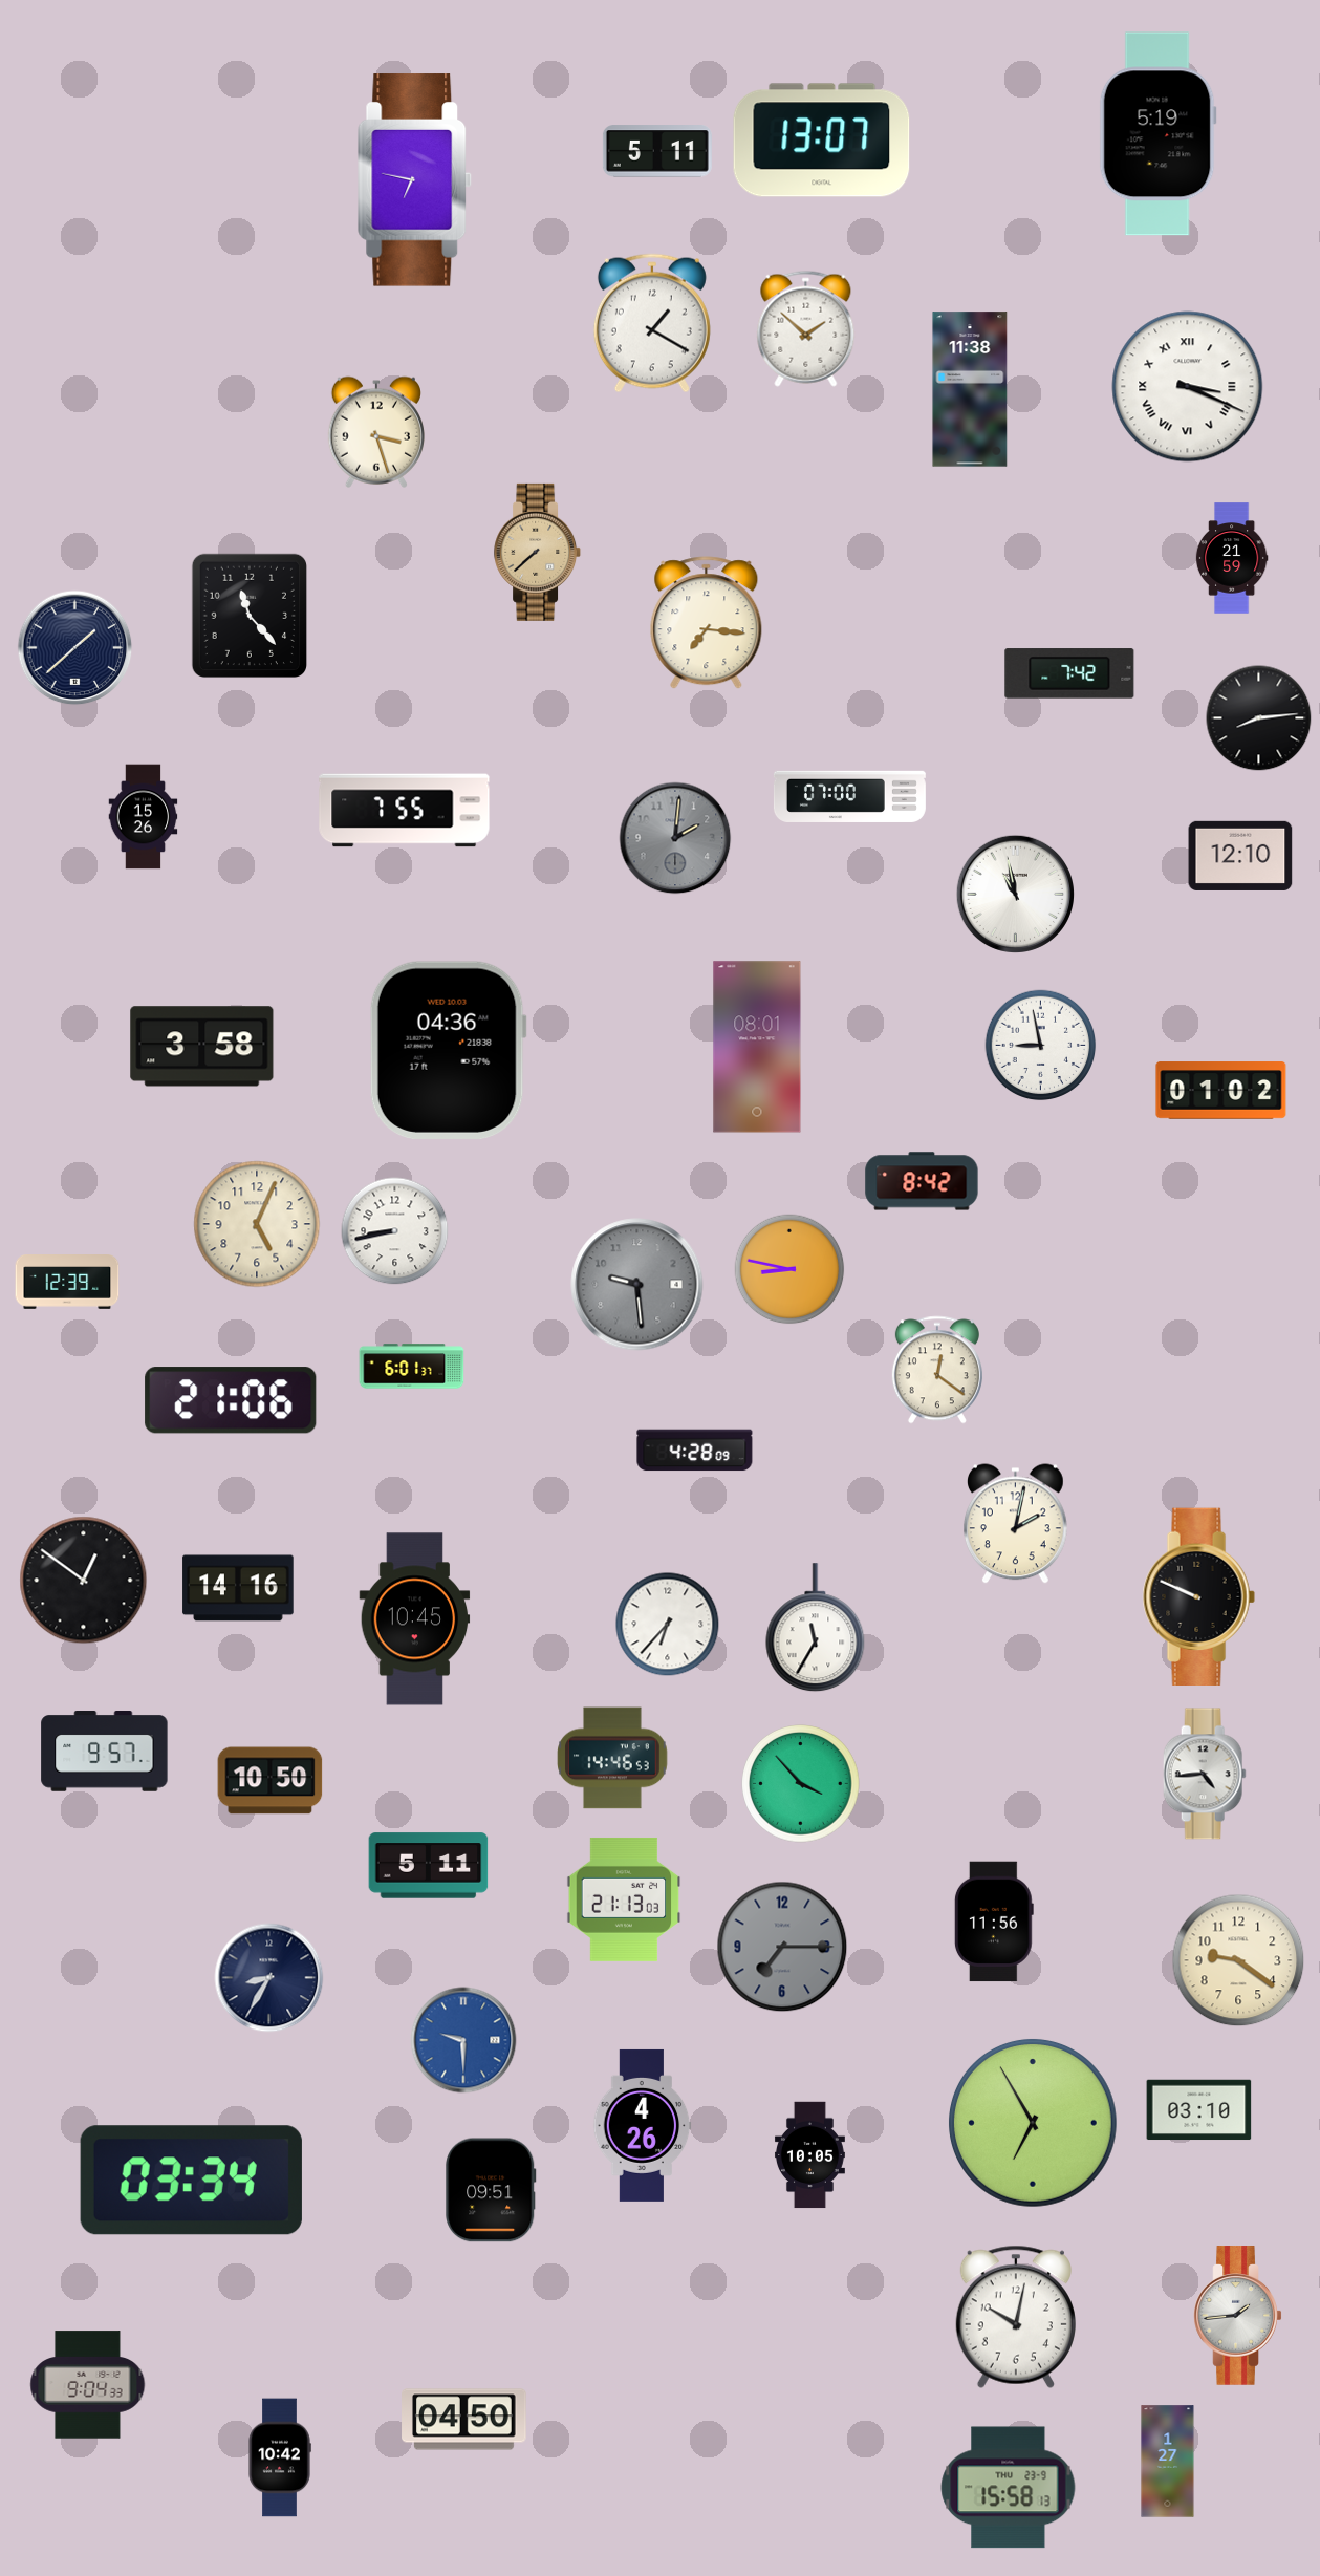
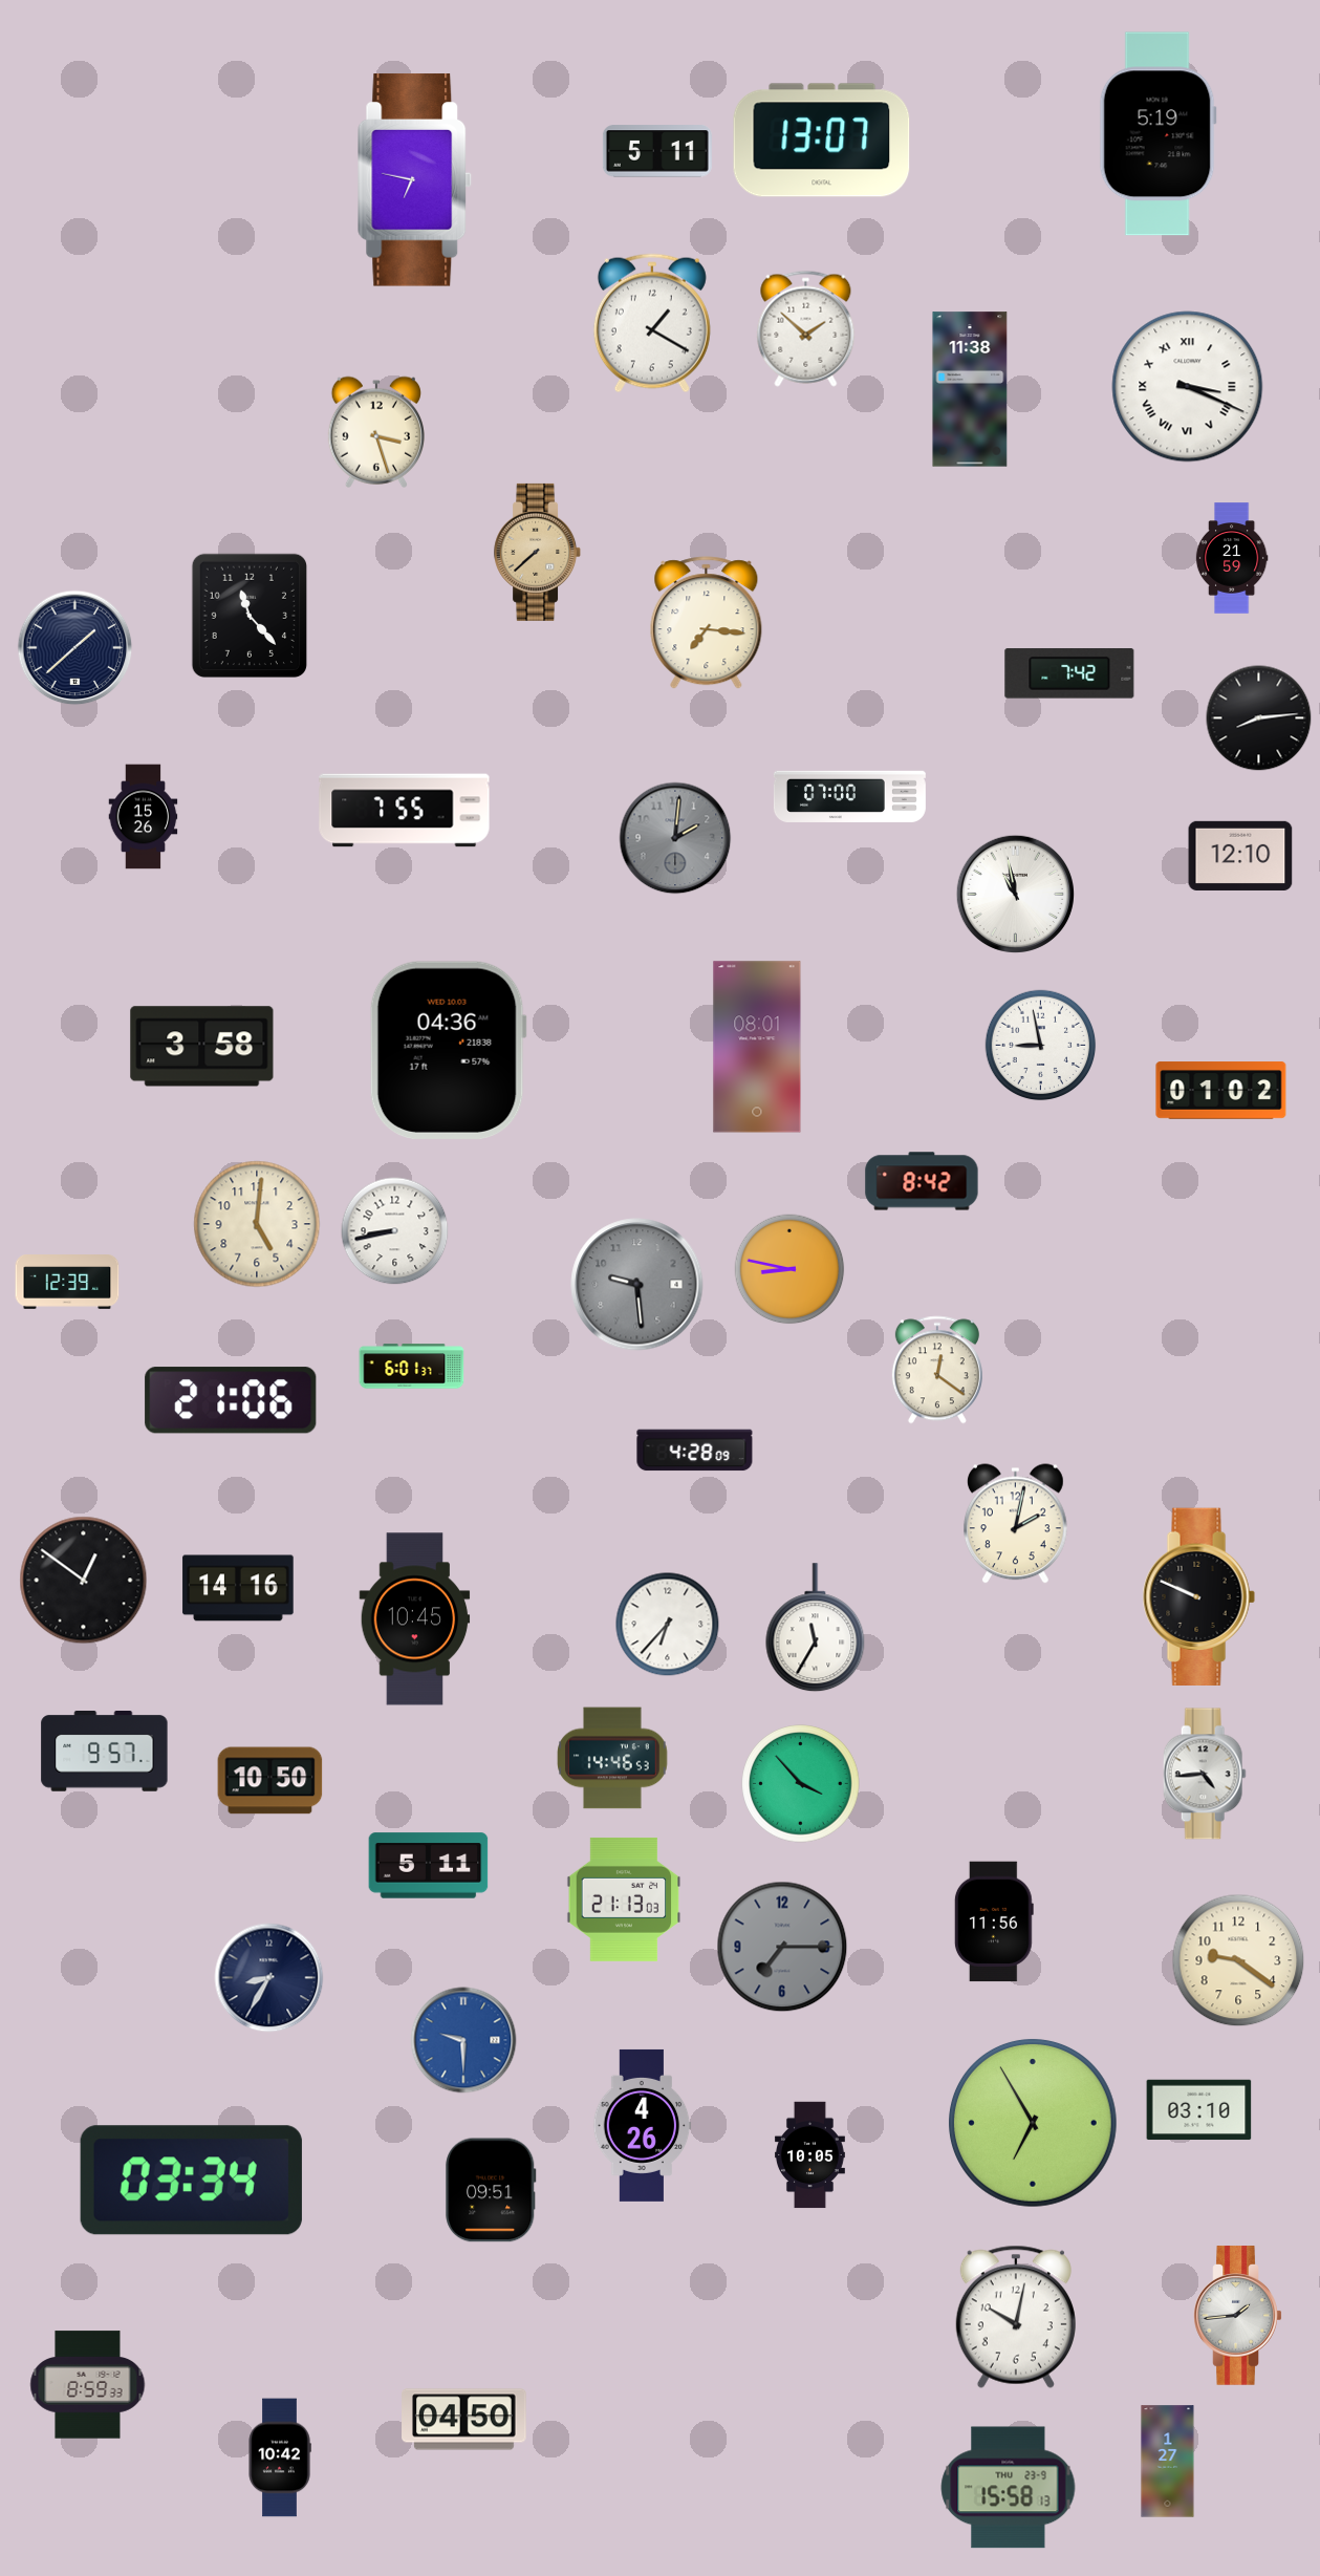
clock at (257, 1224): 5:04 -> 5:01
clock at (88, 2385): 9:04 -> 8:59
